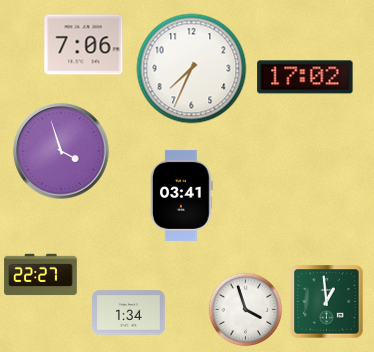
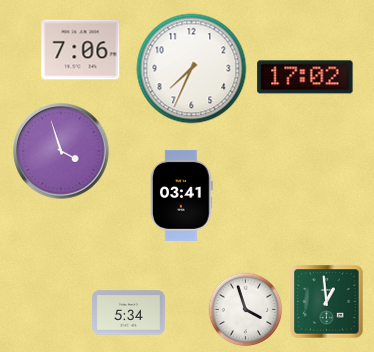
clock at (84, 45) position: (84, 45) -> (81, 50)
clock at (41, 275): 22:27 -> none
clock at (129, 313): 1:34 -> 5:34
